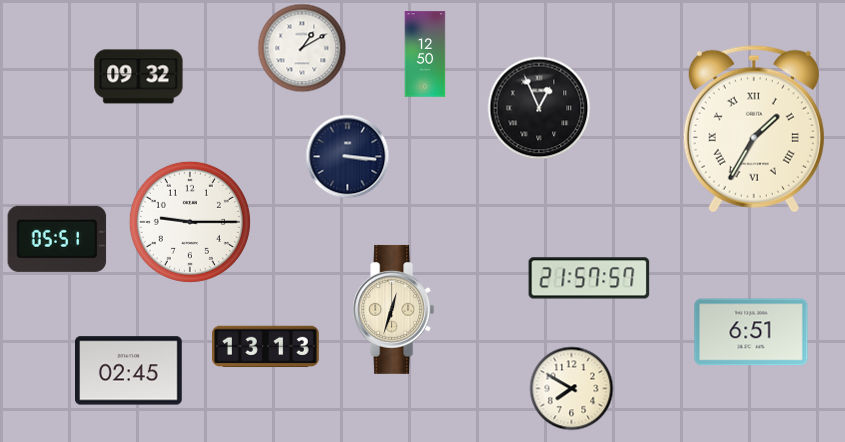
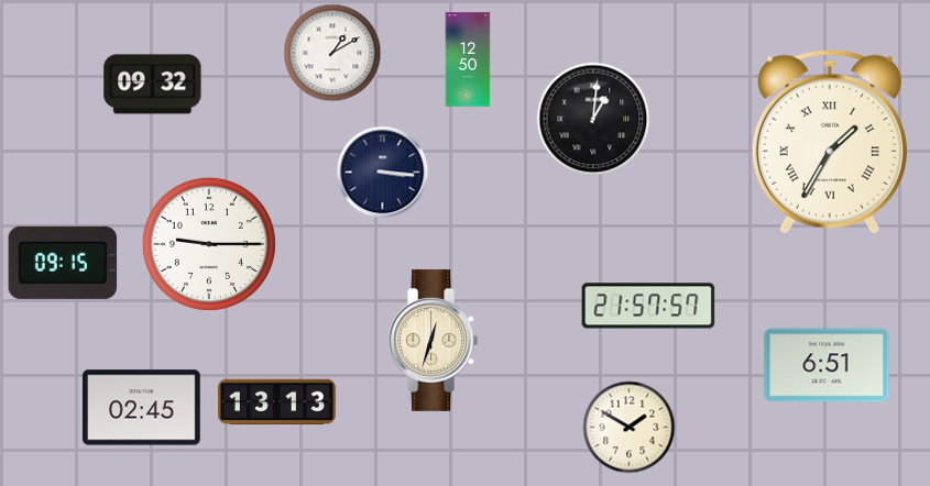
clock at (539, 108): 12:56 -> 1:01
clock at (57, 239): 05:51 -> 09:15
clock at (266, 347) position: (266, 347) -> (277, 402)
clock at (572, 389): 7:50 -> 1:50
